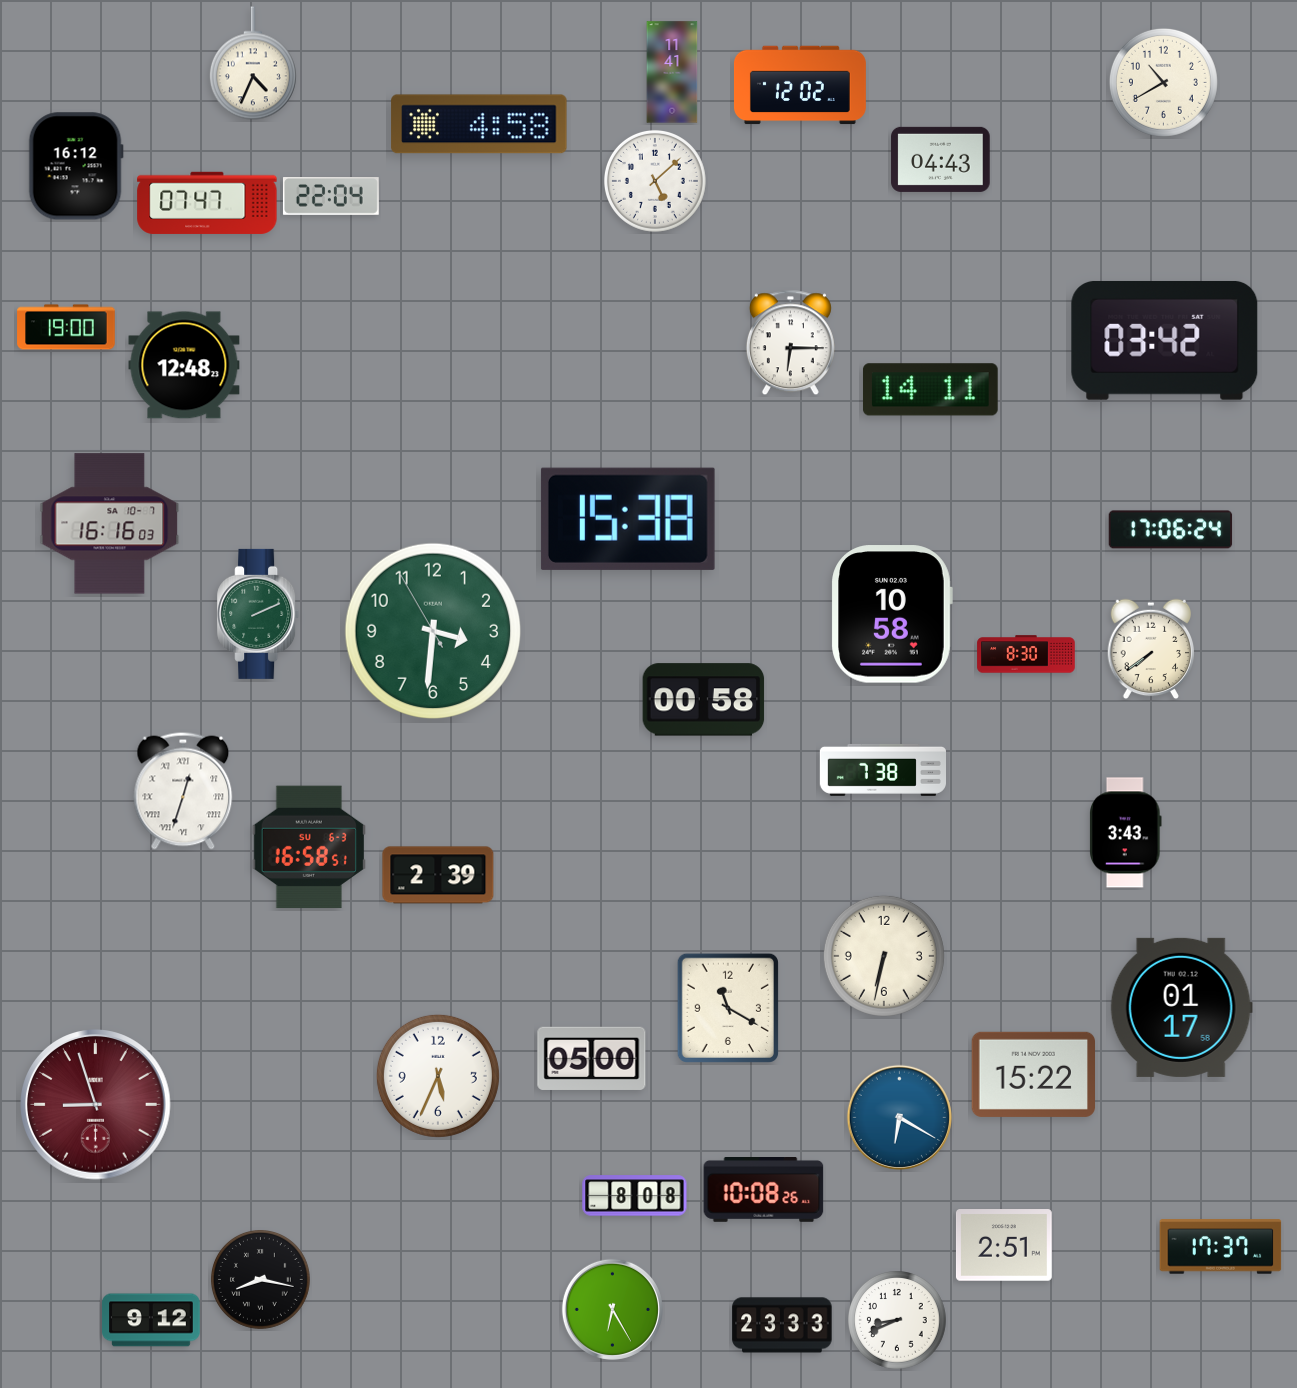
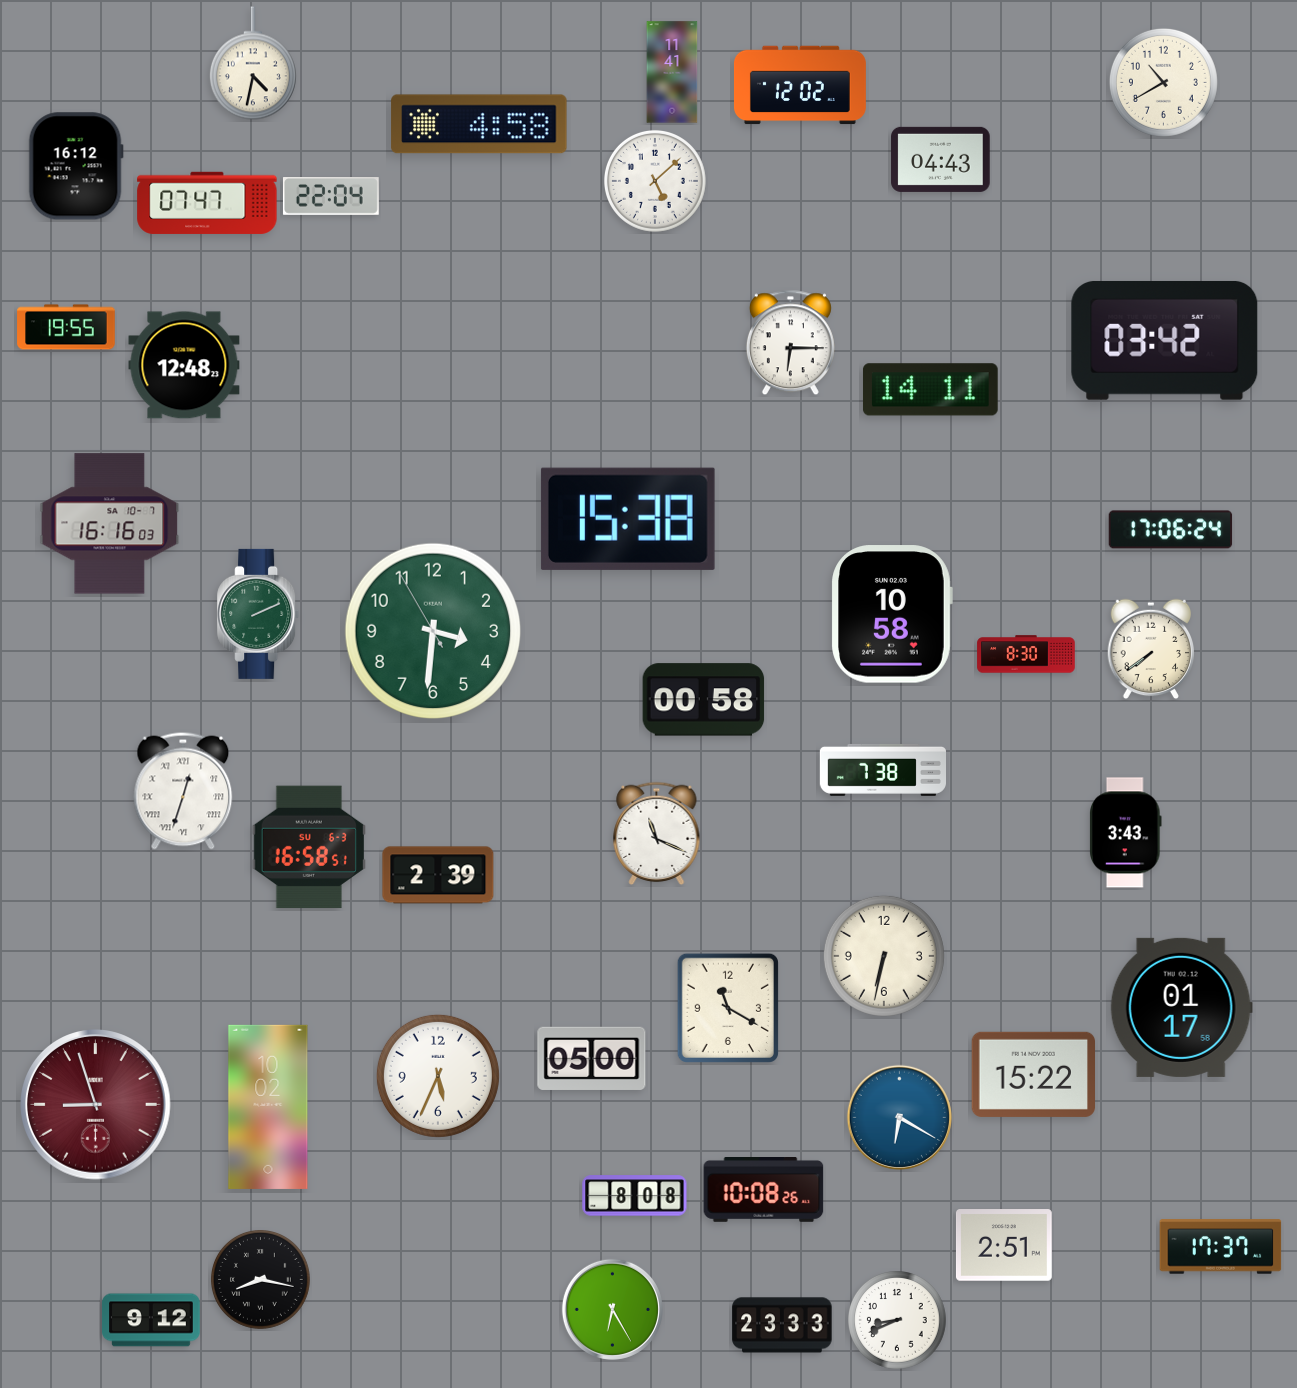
clock at (253, 63): 4:34 -> 4:32
clock at (66, 327): 19:00 -> 19:55
clock at (657, 834): none -> 11:19
clock at (268, 1107): none -> 10:02
